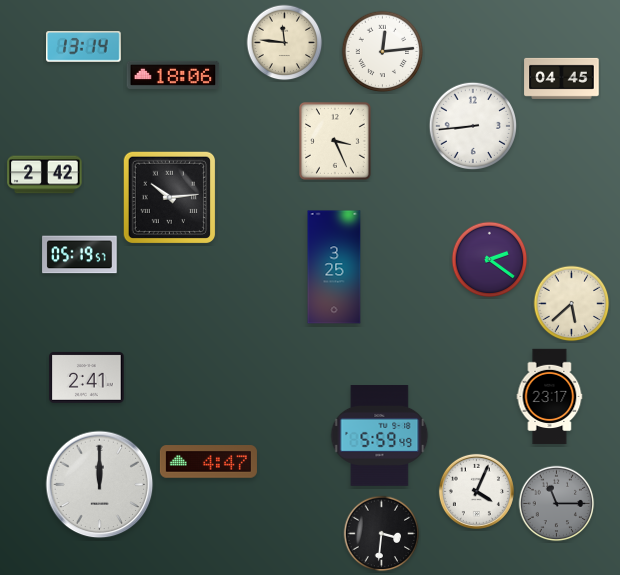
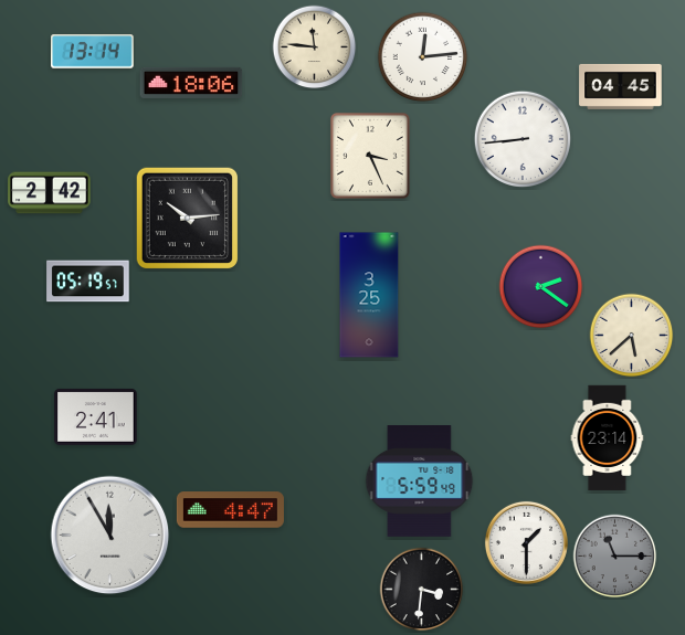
clock at (550, 397): 23:17 -> 23:14
clock at (100, 485): 12:00 -> 11:55
clock at (476, 491): 4:04 -> 1:30
